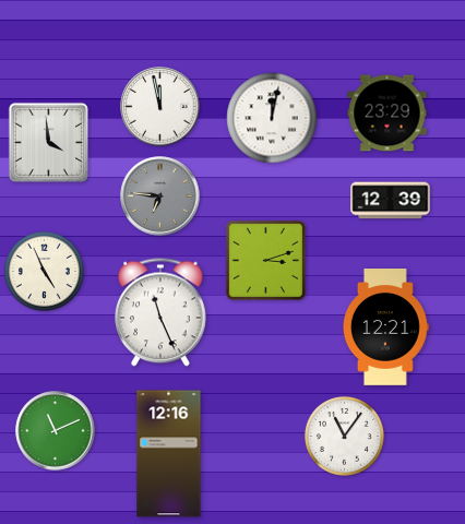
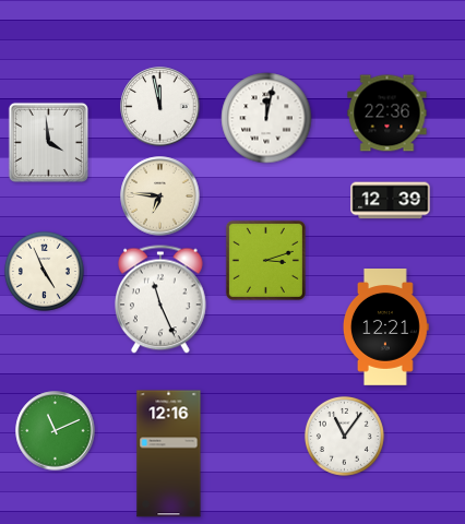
clock at (388, 114): 23:29 -> 22:36
clock at (272, 118) position: (272, 118) -> (266, 118)
clock at (160, 196) dial: grey -> cream
clock at (162, 312) position: (162, 312) -> (162, 299)
